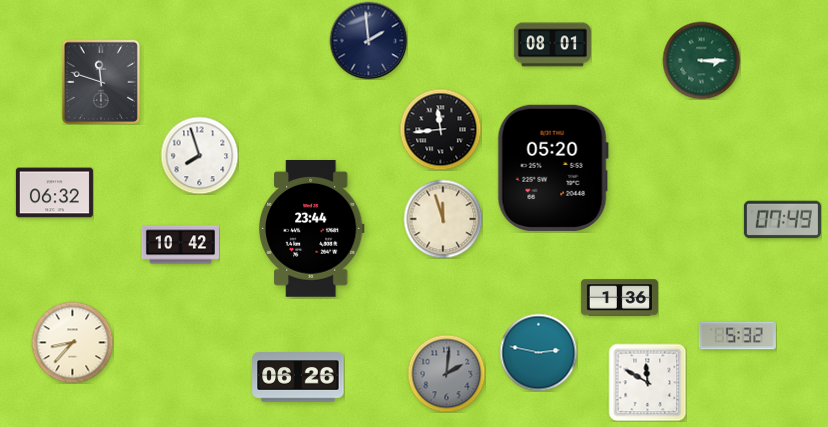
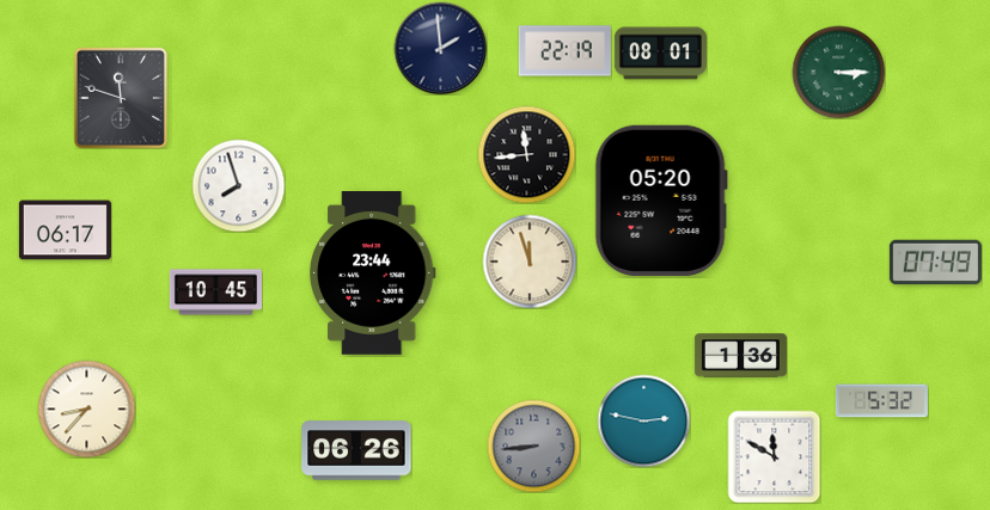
clock at (564, 51): none -> 22:19
clock at (54, 193): 06:32 -> 06:17
clock at (180, 245): 10:42 -> 10:45
clock at (446, 373): 2:01 -> 8:44
